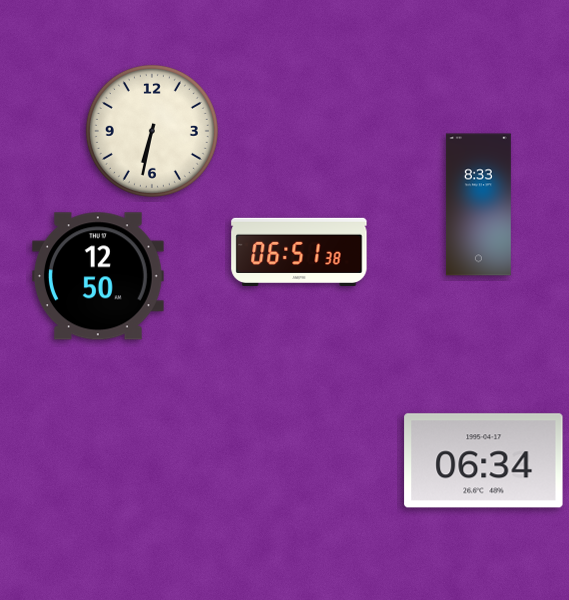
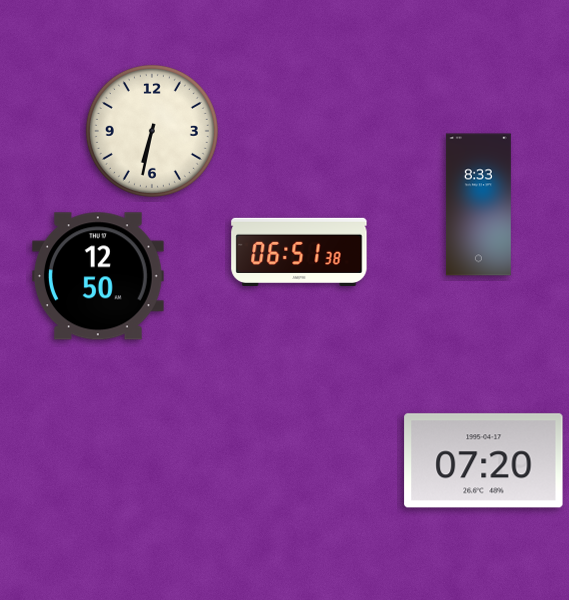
clock at (484, 461): 06:34 -> 07:20
